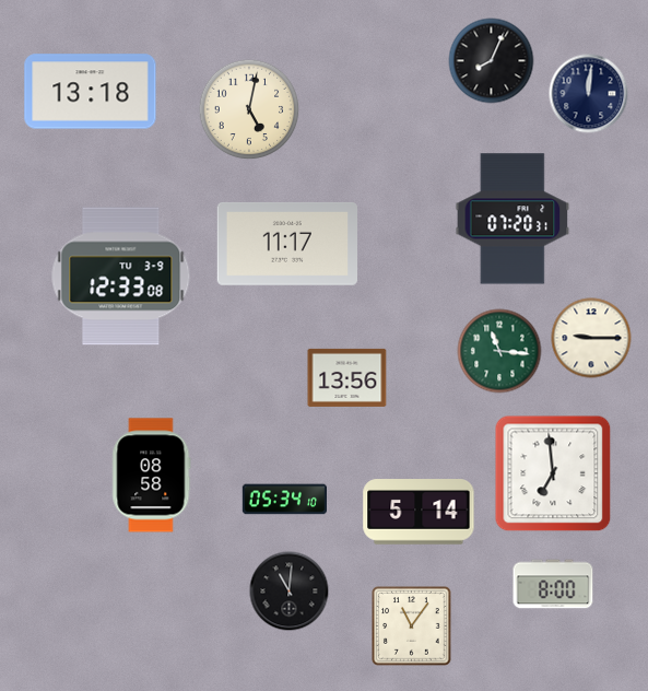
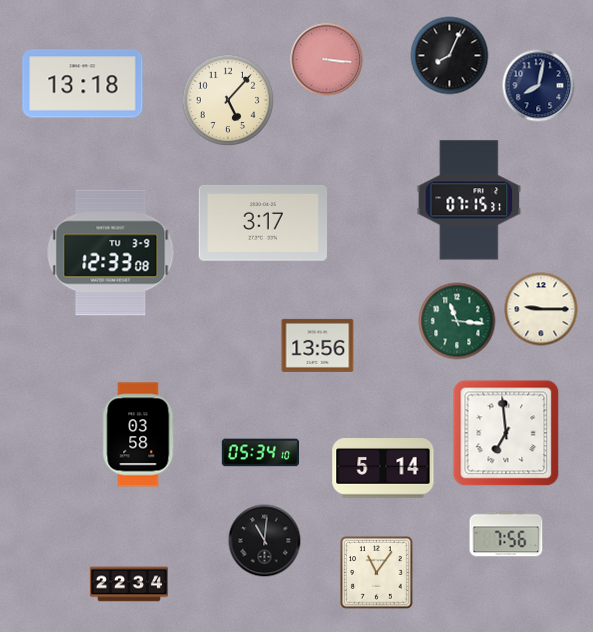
clock at (327, 60): none -> 3:16
clock at (589, 94): 12:01 -> 8:02
clock at (249, 109): 5:02 -> 5:07
clock at (512, 219): 07:20 -> 07:15
clock at (287, 244): 11:17 -> 3:17
clock at (152, 476): 08:58 -> 03:58
clock at (284, 500) position: (284, 500) -> (260, 453)
clock at (553, 584): 8:00 -> 7:56
clock at (129, 584): none -> 22:34
